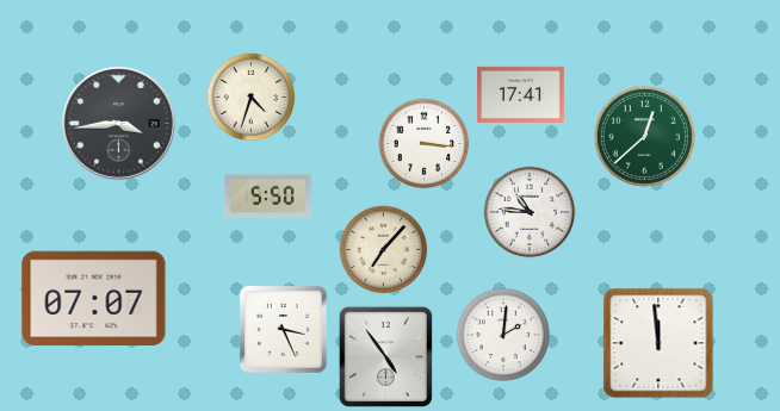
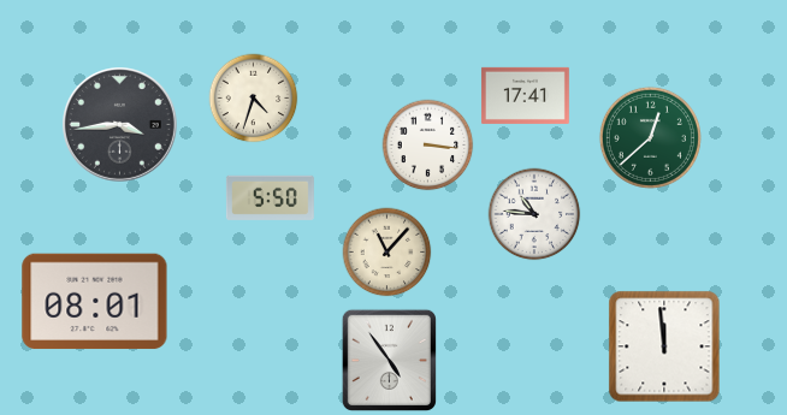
clock at (384, 250): 7:07 -> 11:07
clock at (94, 299): 07:07 -> 08:01
clock at (284, 330): 3:26 -> none
clock at (503, 335): 2:01 -> none
